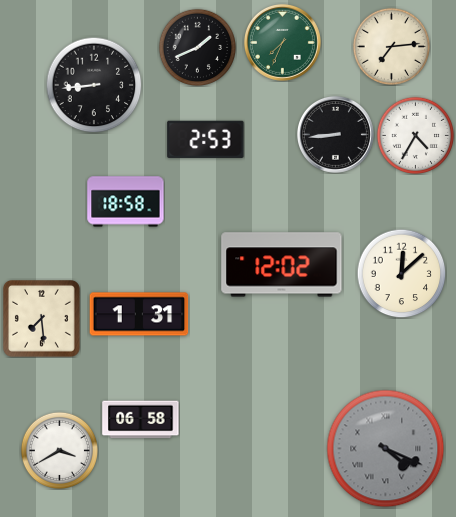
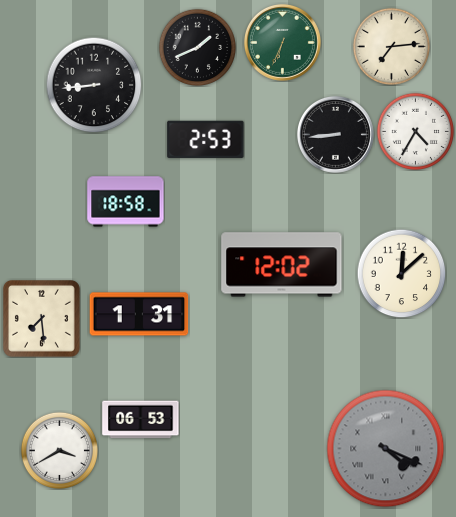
clock at (282, 42): 7:34 -> 6:34
clock at (415, 135) position: (415, 135) -> (415, 131)
clock at (141, 420): 06:58 -> 06:53
